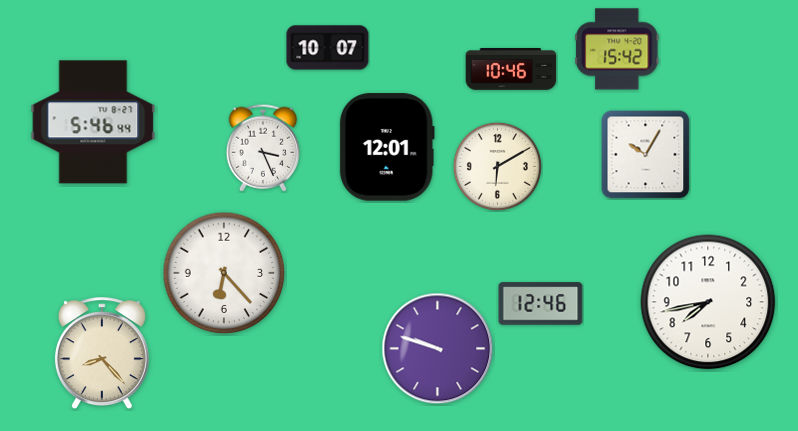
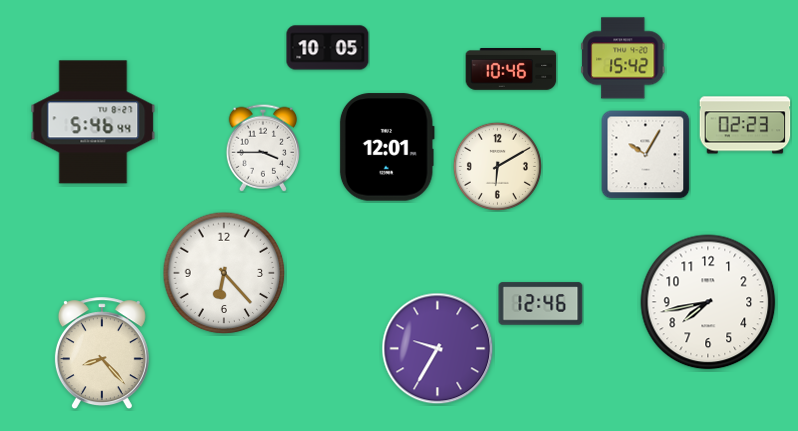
clock at (328, 48): 10:07 -> 10:05
clock at (617, 49) position: (617, 49) -> (623, 58)
clock at (745, 125): none -> 02:23
clock at (262, 148): 3:26 -> 3:45
clock at (438, 349): 9:48 -> 9:35
